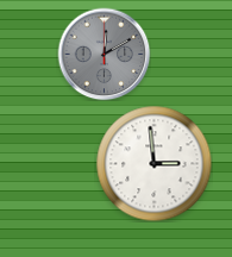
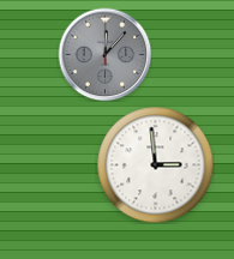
clock at (104, 54): 12:10 -> 12:07
